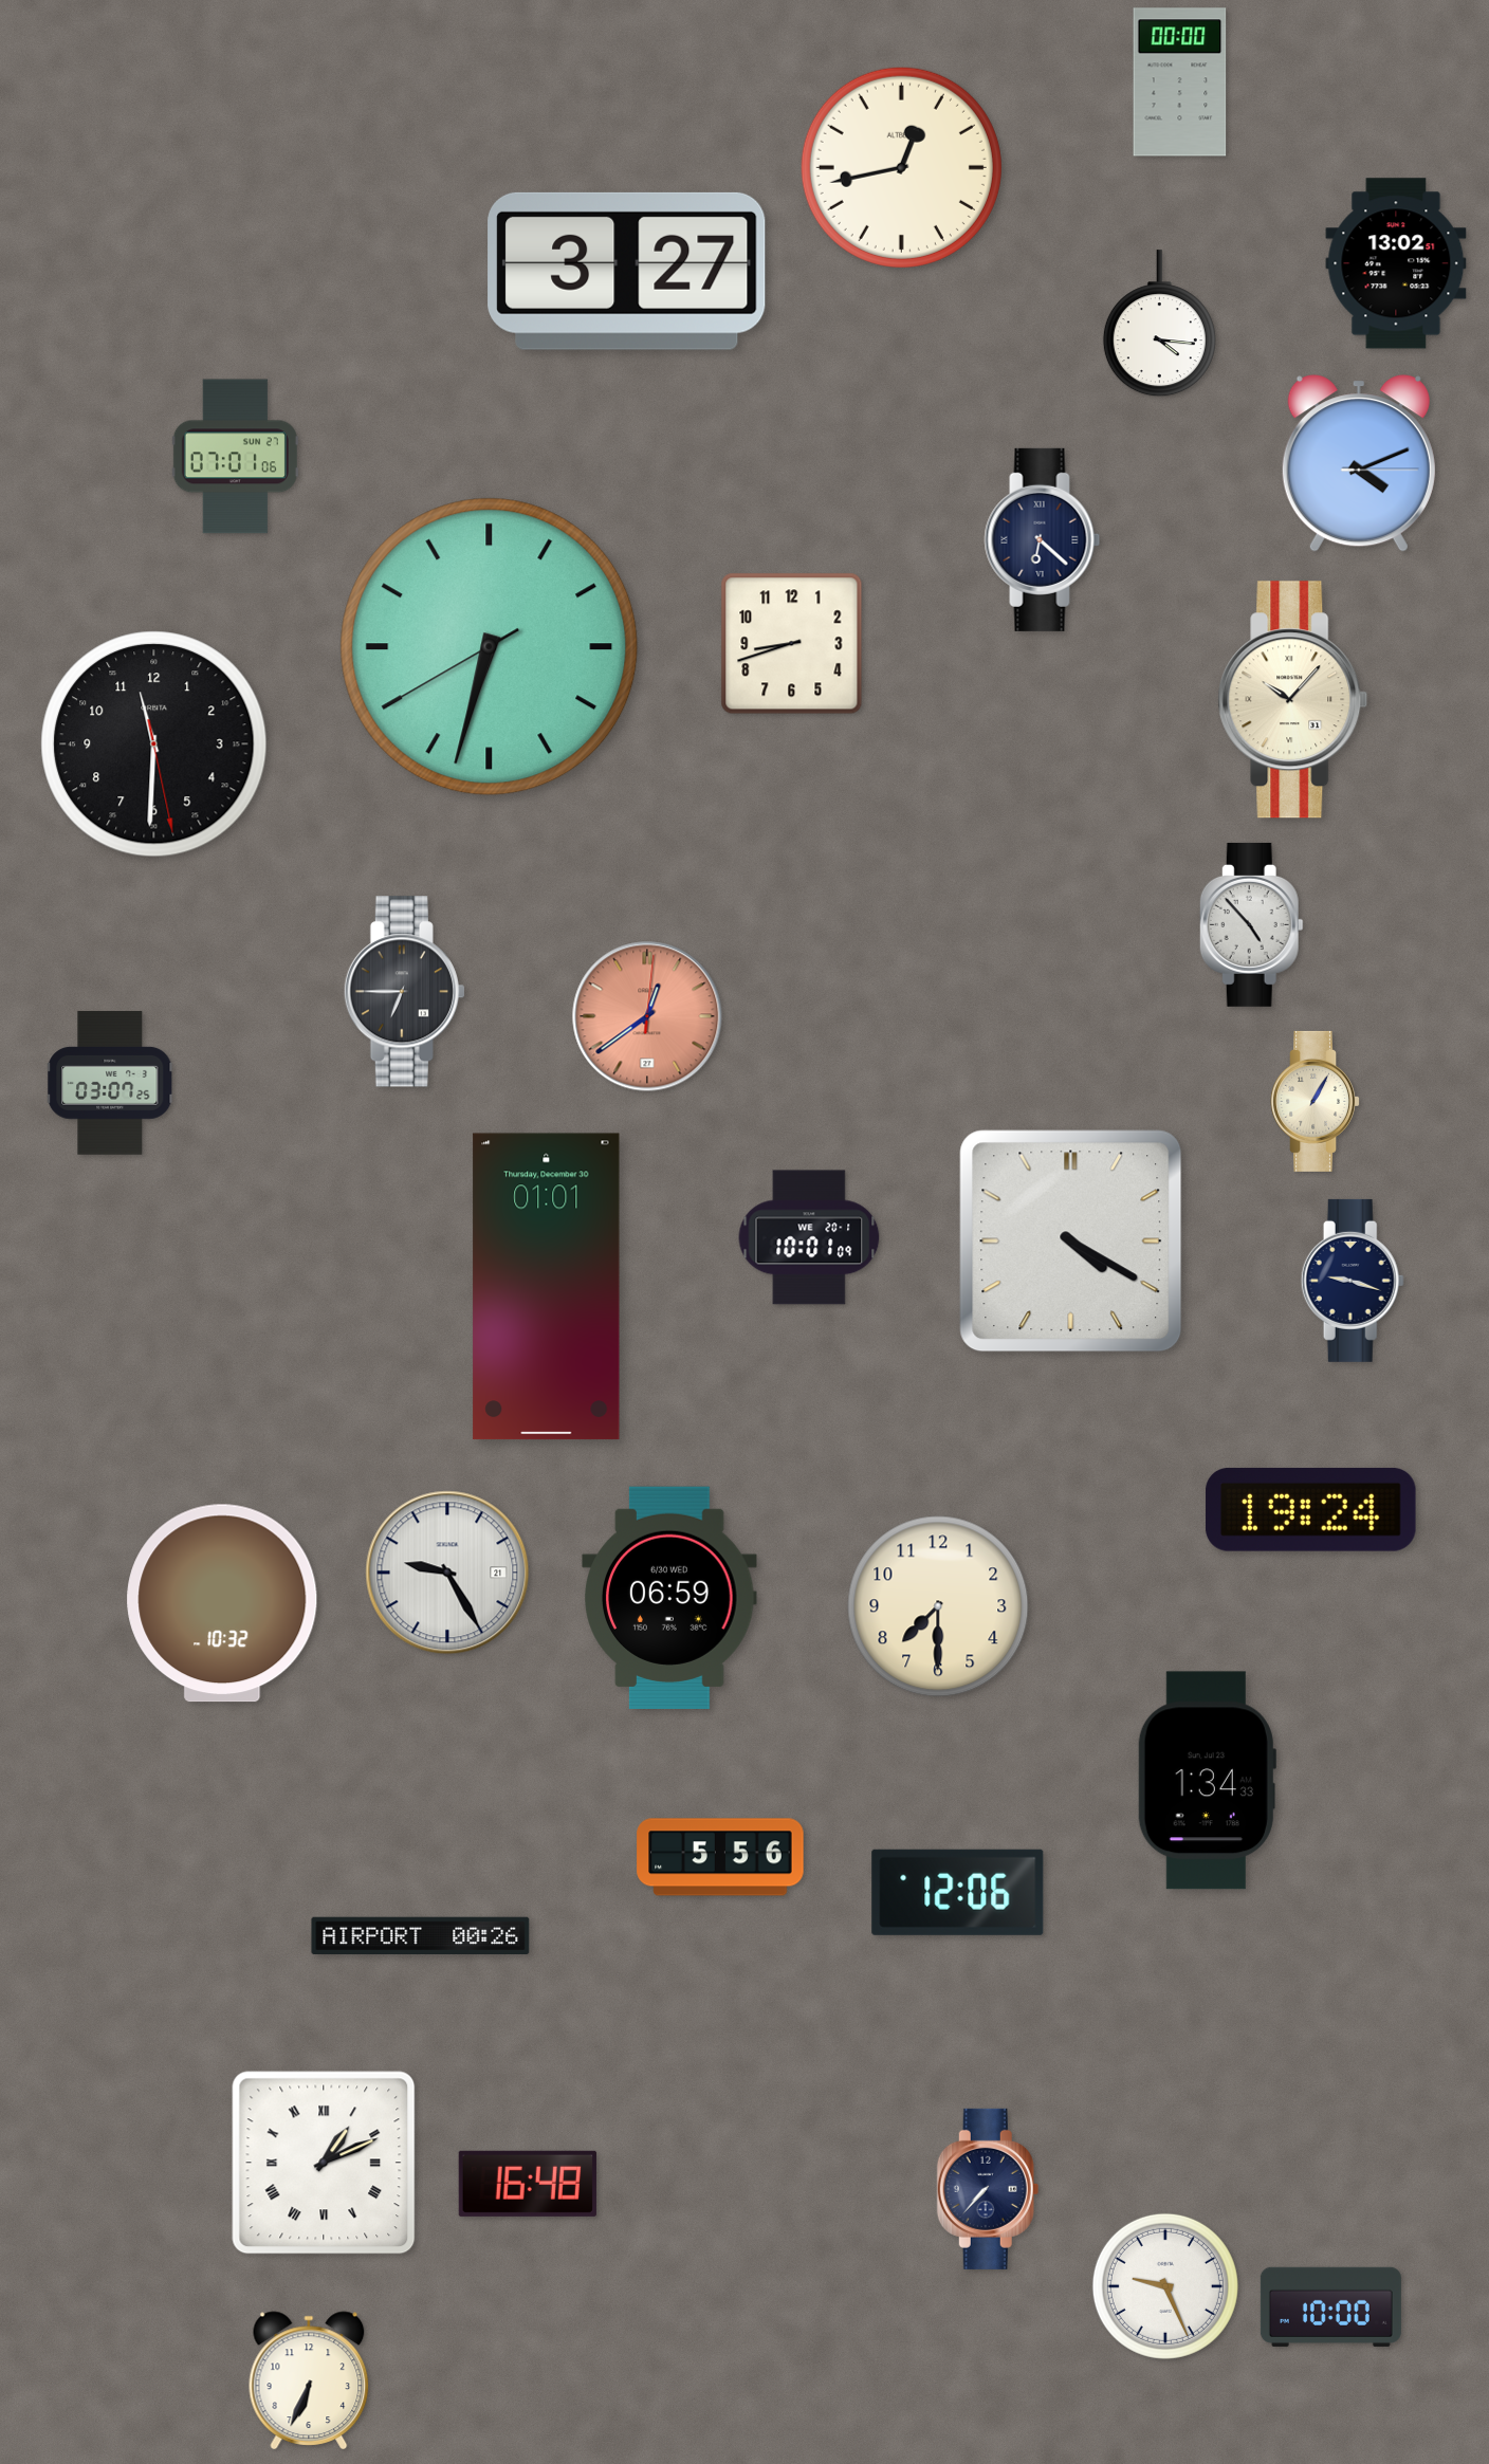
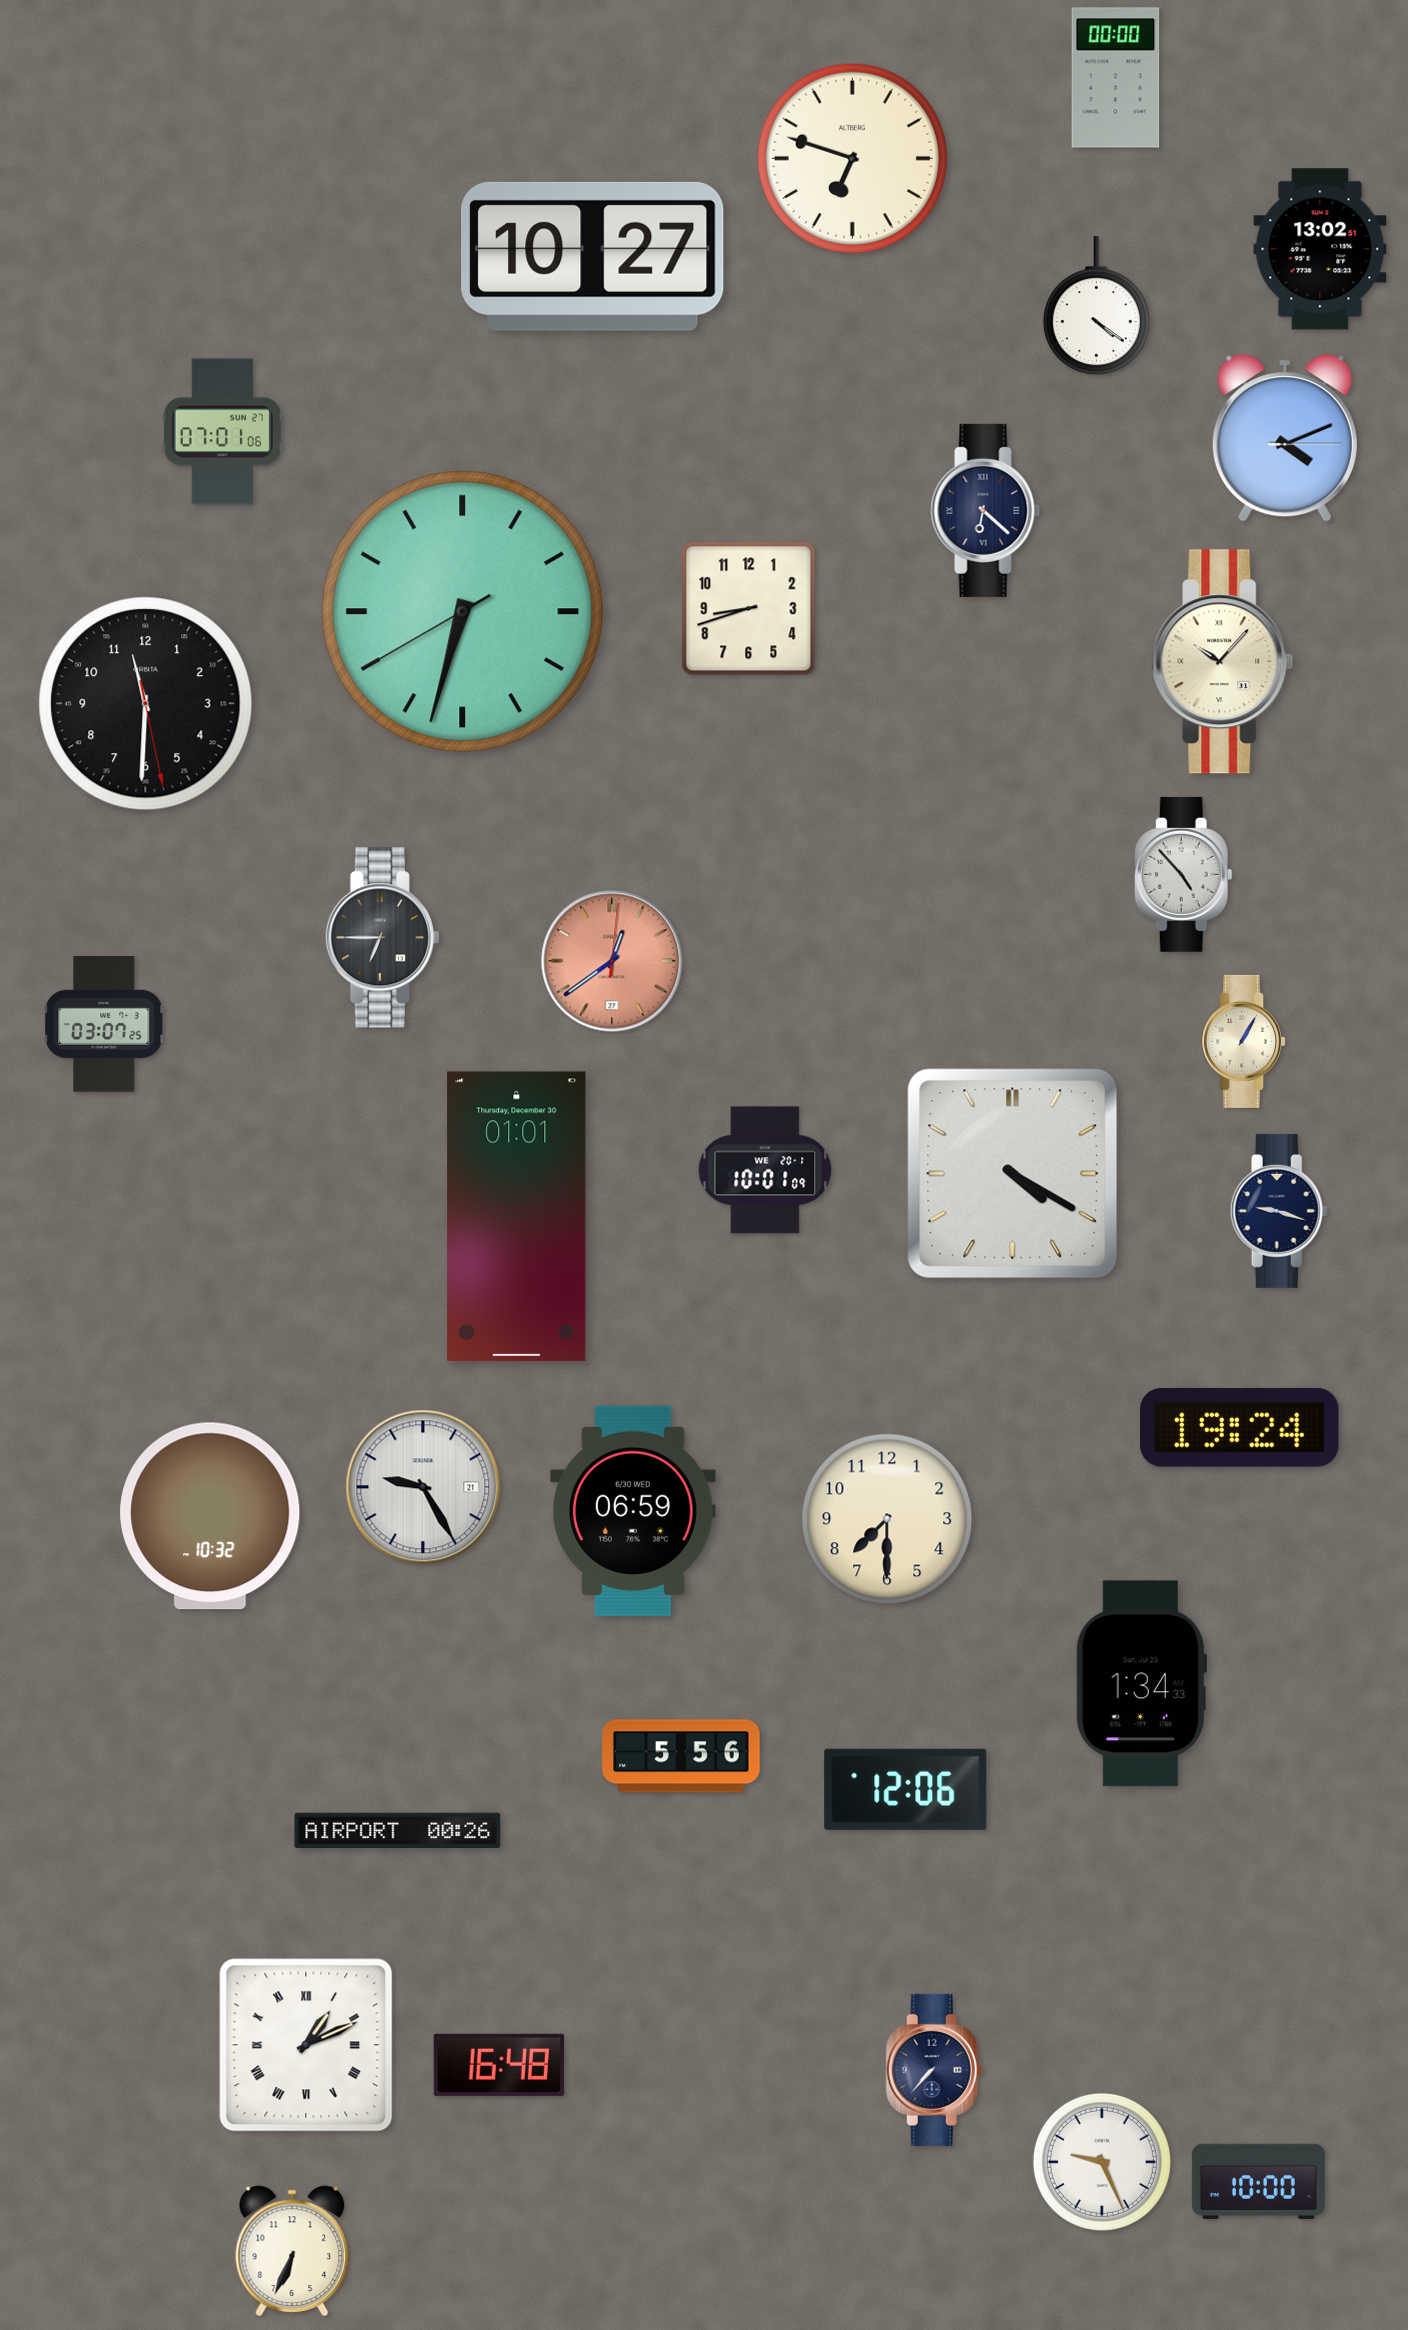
clock at (901, 167): 12:43 -> 6:48
clock at (627, 271): 3:27 -> 10:27
clock at (1159, 324): 4:16 -> 4:21
